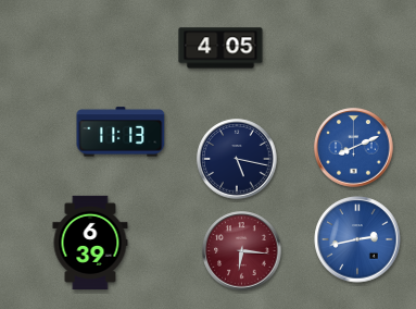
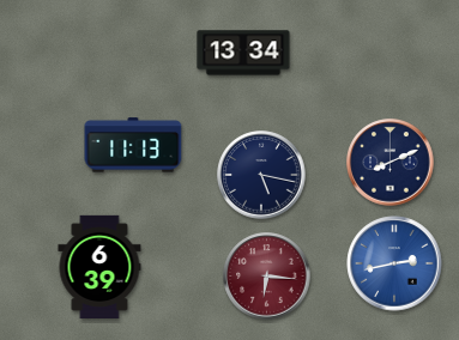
clock at (220, 48): 4:05 -> 13:34
clock at (354, 148) dial: blue -> navy
